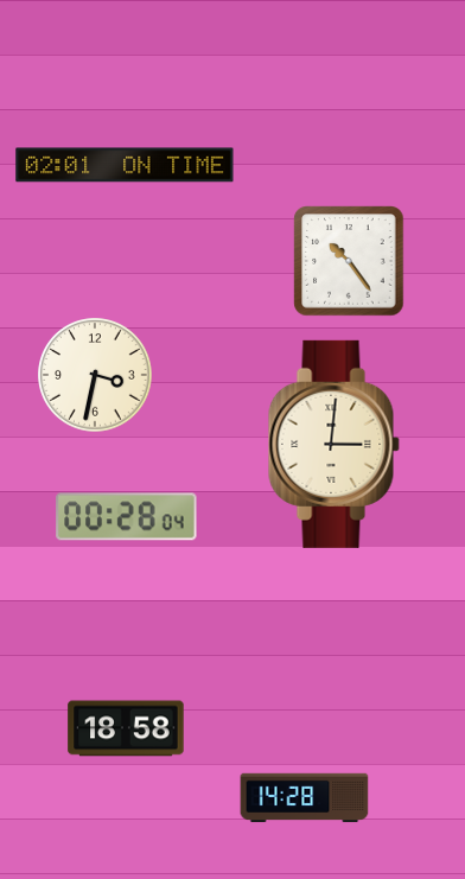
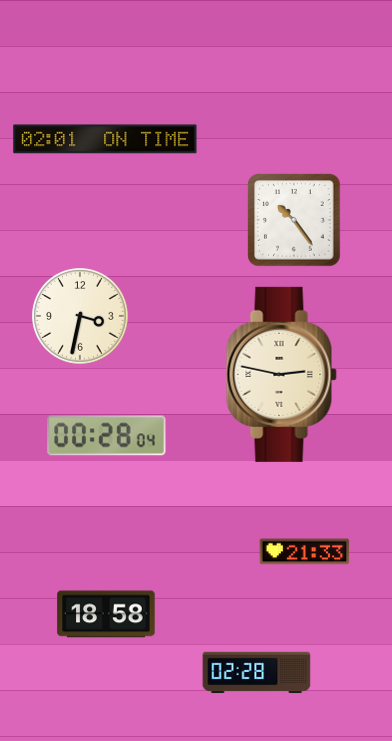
clock at (333, 444): 3:01 -> 2:47
clock at (305, 552): none -> 21:33
clock at (305, 798): 14:28 -> 02:28
